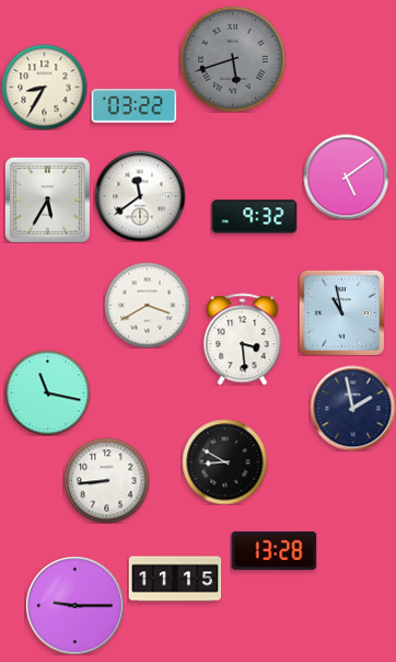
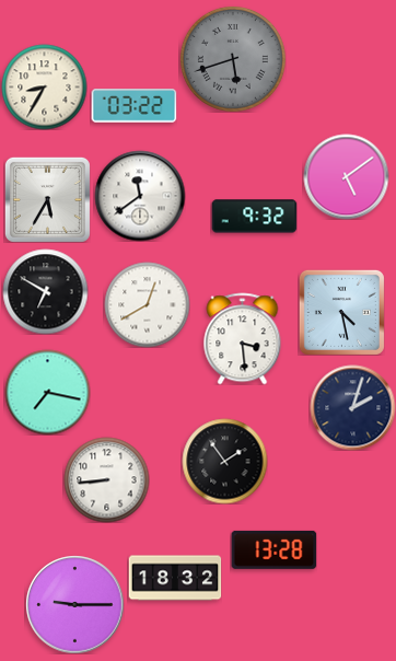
clock at (45, 291): none -> 6:50
clock at (147, 305): 3:40 -> 12:40
clock at (341, 312): 10:58 -> 4:28
clock at (47, 392): 11:17 -> 7:17
clock at (352, 408): 1:58 -> 2:03
clock at (224, 461): 8:50 -> 1:54
clock at (175, 579): 11:15 -> 18:32
